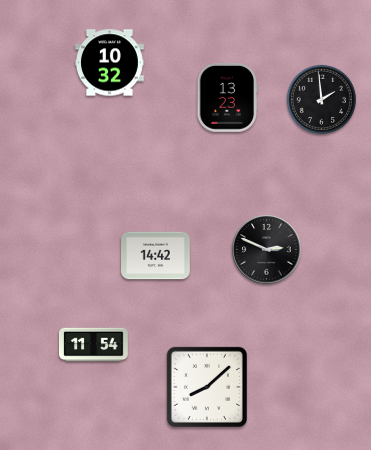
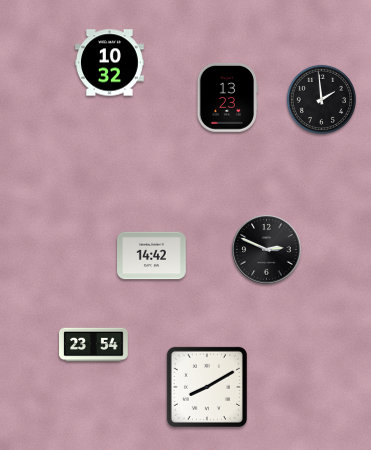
clock at (156, 256) position: (156, 256) -> (152, 256)
clock at (94, 345): 11:54 -> 23:54
clock at (207, 387): 8:08 -> 8:10
